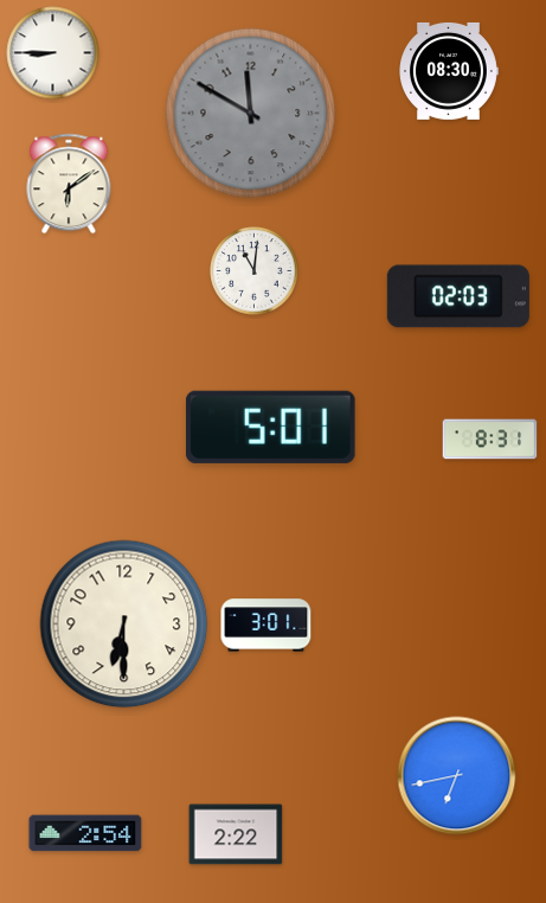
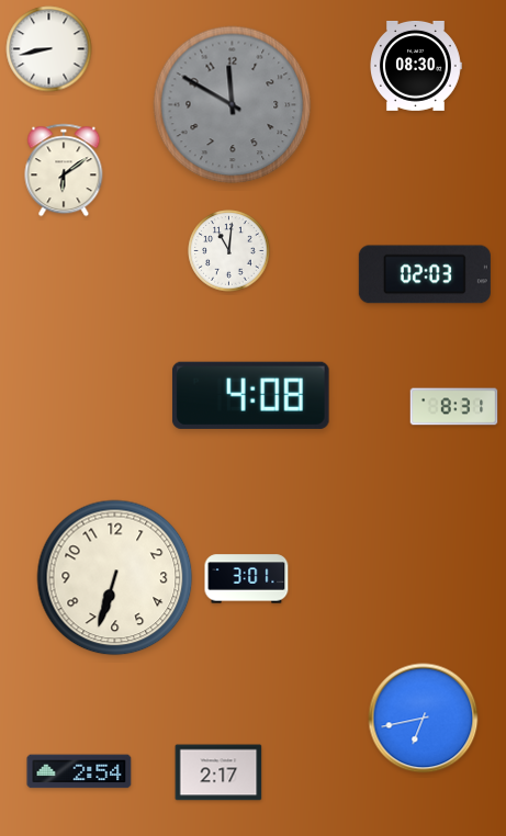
clock at (53, 53): 8:45 -> 8:43
clock at (255, 271) position: (255, 271) -> (229, 251)
clock at (270, 427): 5:01 -> 4:08
clock at (124, 625): 6:30 -> 6:33
clock at (236, 834): 2:22 -> 2:17
